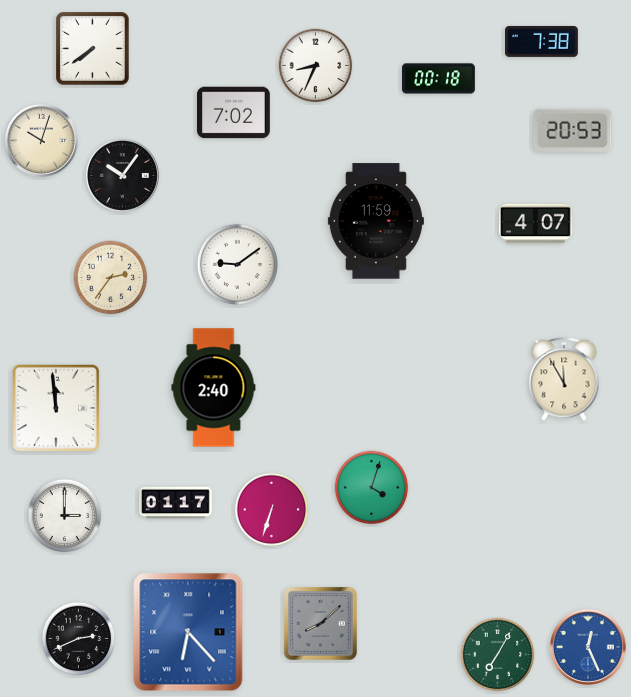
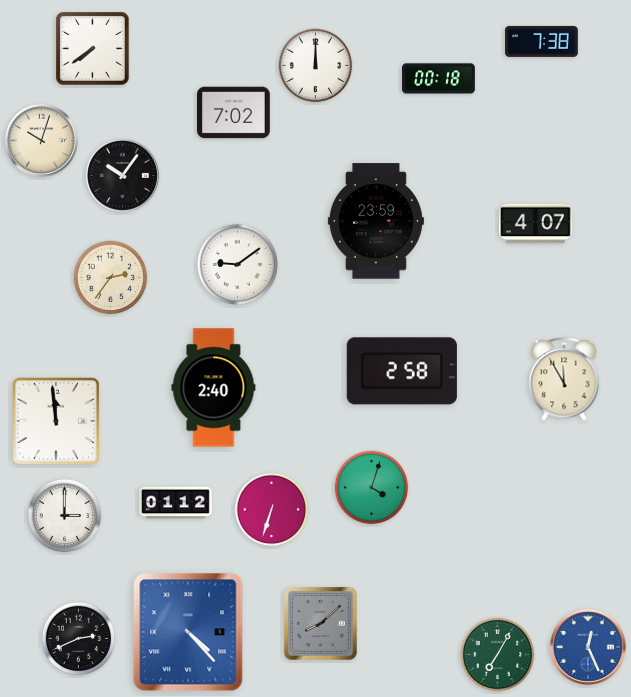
clock at (316, 66): 8:34 -> 12:00
clock at (573, 130): 20:53 -> none
clock at (376, 221): 11:59 -> 23:59
clock at (402, 371): none -> 2:58
clock at (56, 408) position: (56, 408) -> (56, 421)
clock at (176, 503): 01:17 -> 01:12
clock at (188, 632): 6:23 -> 4:23
